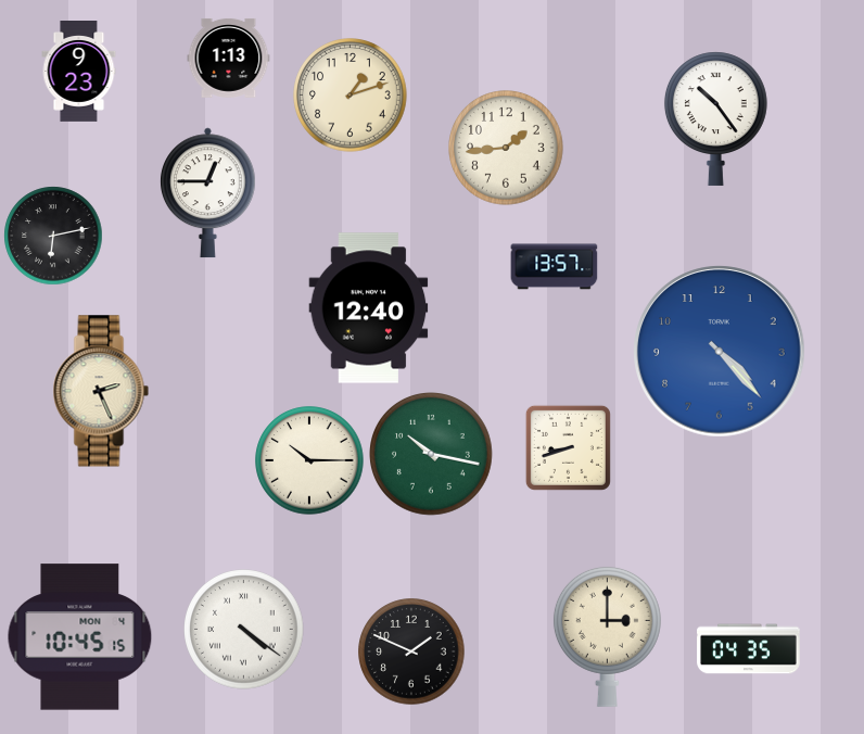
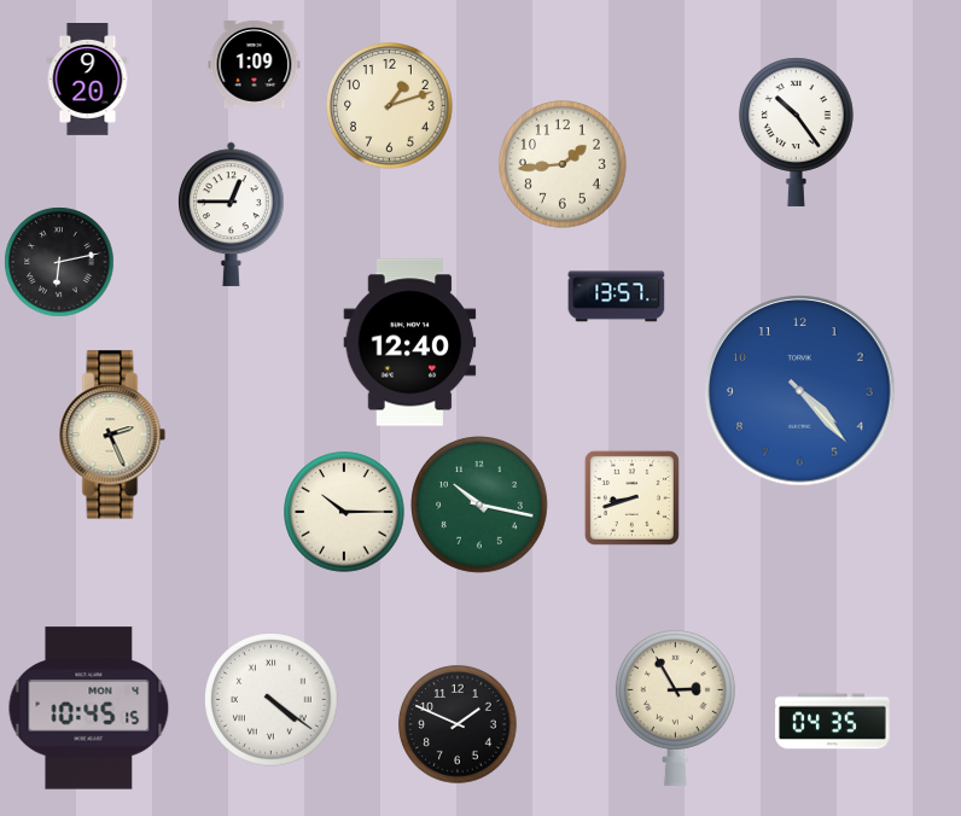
clock at (229, 58): 1:13 -> 1:09
clock at (79, 72): 9:23 -> 9:20
clock at (607, 636): 3:00 -> 2:55
